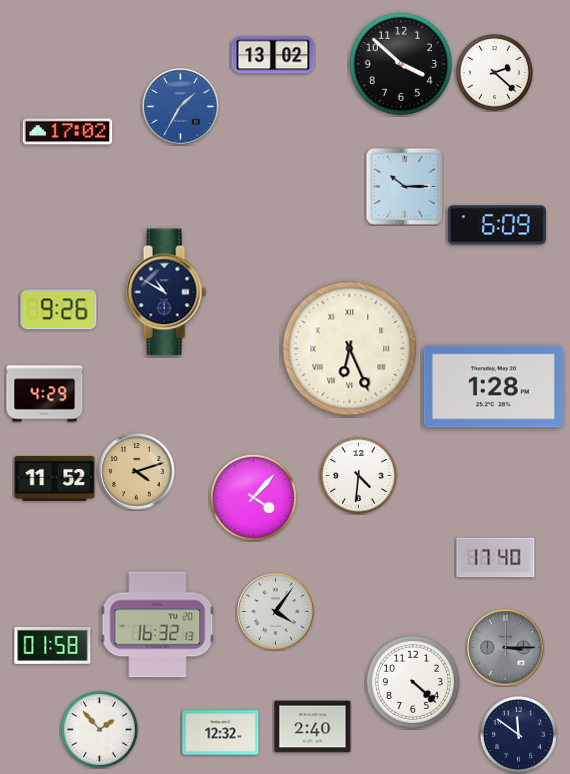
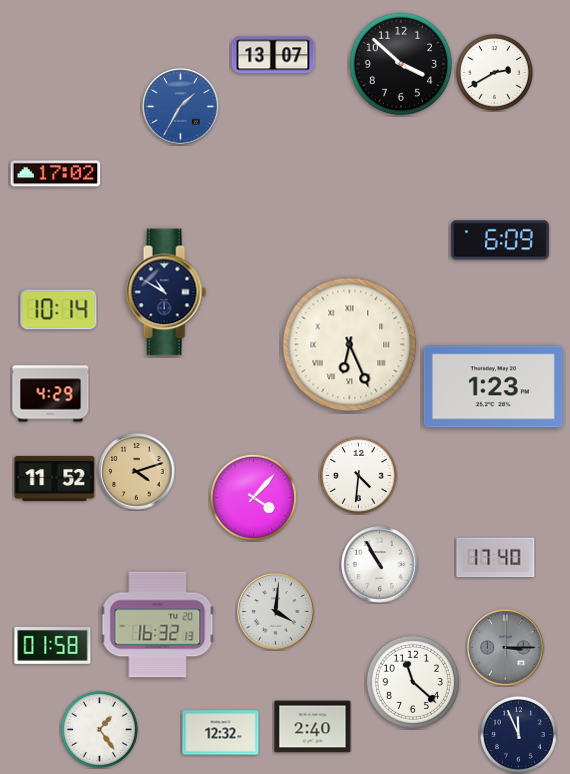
clock at (273, 55): 13:02 -> 13:07
clock at (494, 72): 2:22 -> 2:40
clock at (68, 132) position: (68, 132) -> (56, 174)
clock at (404, 186): 10:15 -> none
clock at (497, 225) position: (497, 225) -> (500, 240)
clock at (59, 310): 9:26 -> 10:14
clock at (350, 349) position: (350, 349) -> (350, 345)
clock at (493, 387): 1:28 -> 1:23
clock at (45, 394) position: (45, 394) -> (51, 394)
clock at (380, 565): none -> 10:55
clock at (276, 612): 4:06 -> 4:01
clock at (413, 682): 4:22 -> 11:22
clock at (99, 729): 1:53 -> 1:24
clock at (518, 734): 11:51 -> 11:56
